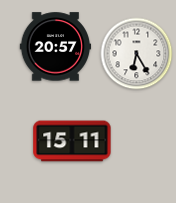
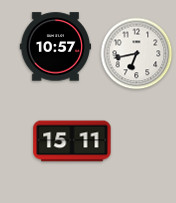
clock at (56, 47): 20:57 -> 10:57
clock at (137, 54): 6:25 -> 6:43
